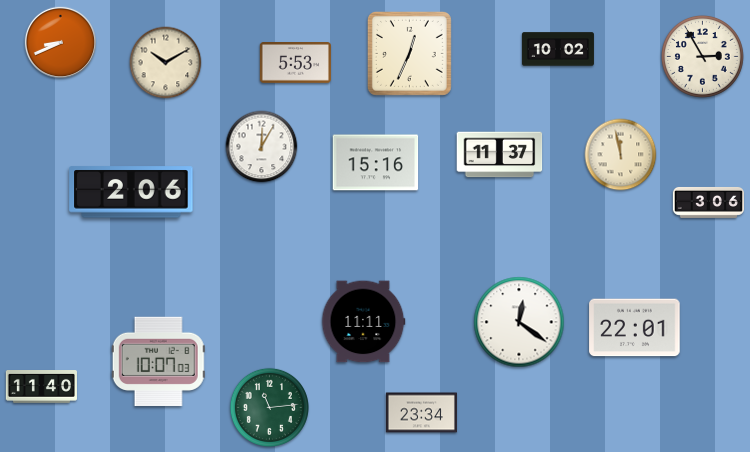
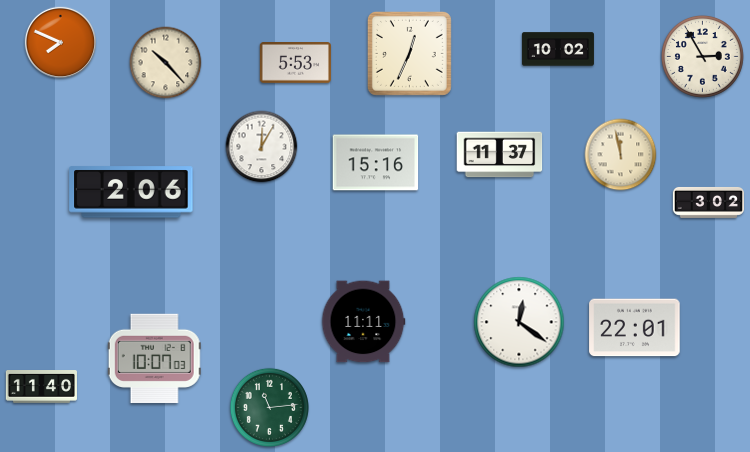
clock at (60, 42): 8:41 -> 7:49
clock at (166, 63): 10:10 -> 10:23
clock at (708, 202): 3:06 -> 3:02
clock at (158, 362) position: (158, 362) -> (154, 359)
clock at (421, 413): 23:34 -> none
